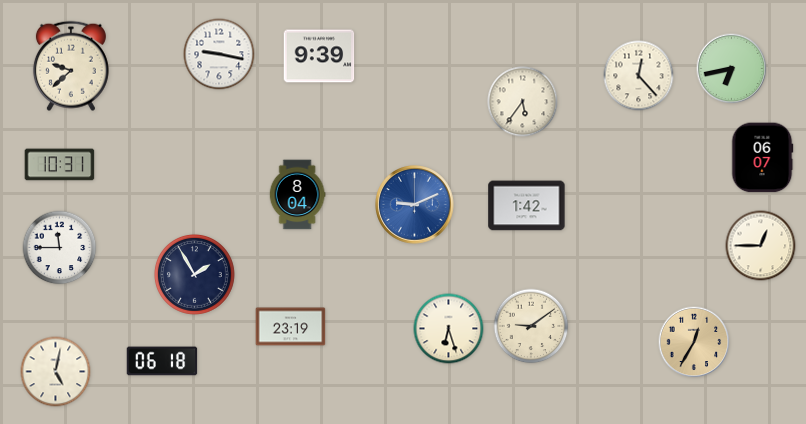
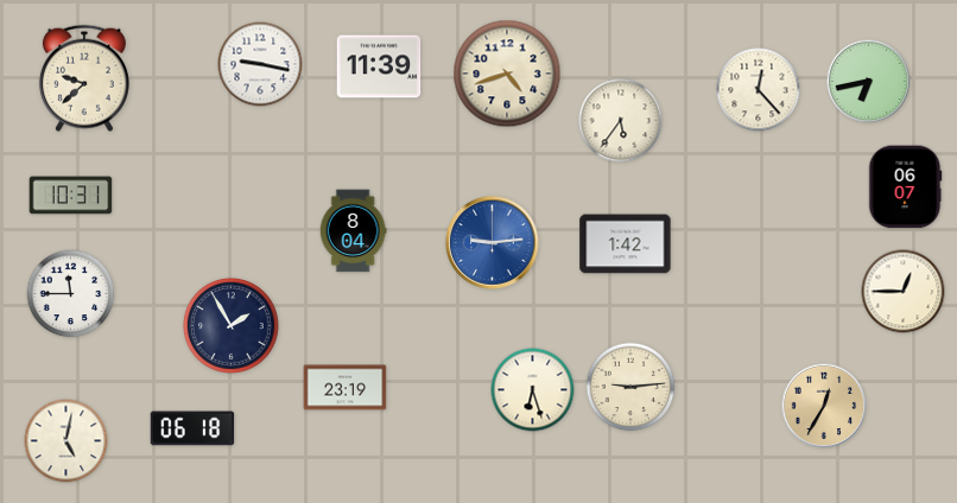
clock at (319, 56): 9:39 -> 11:39
clock at (507, 74): none -> 4:42
clock at (415, 205): 9:11 -> 9:14
clock at (531, 326): 9:09 -> 9:14
